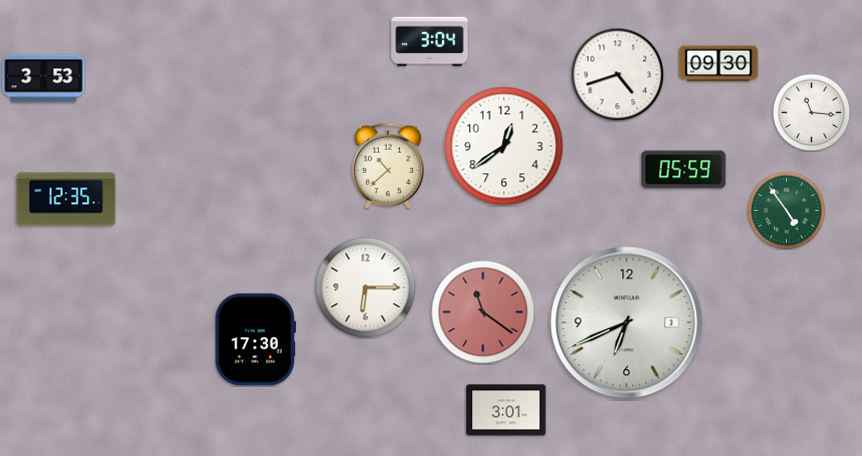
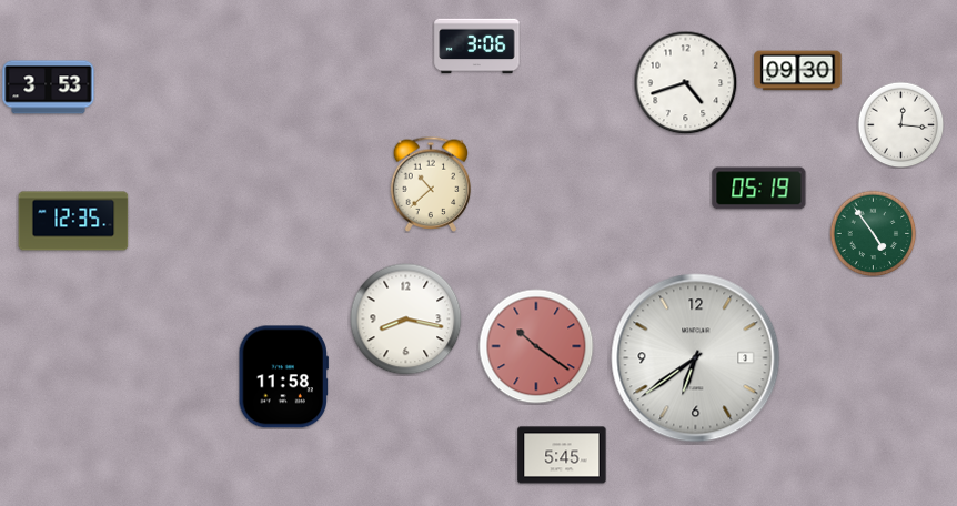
clock at (430, 42): 3:04 -> 3:06
clock at (811, 112): 11:16 -> 12:16
clock at (504, 146): 12:39 -> none
clock at (684, 170): 05:59 -> 05:19
clock at (366, 288): 6:15 -> 8:17
clock at (483, 312): 11:21 -> 10:21
clock at (627, 323): 6:41 -> 6:39
clock at (255, 340): 17:30 -> 11:58
clock at (506, 410): 3:01 -> 5:45
